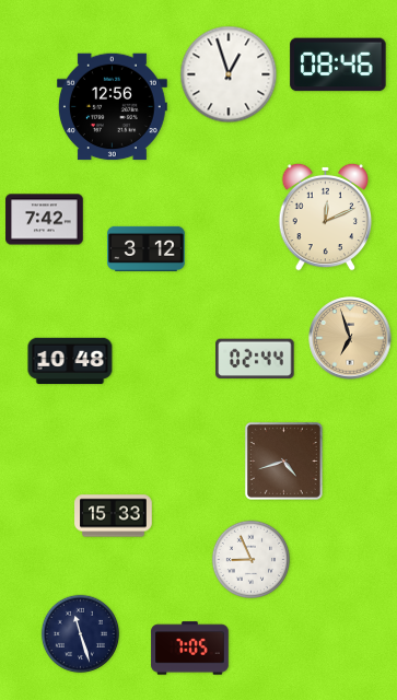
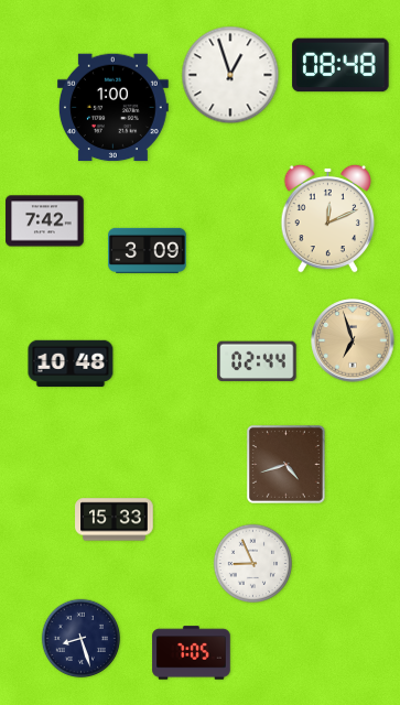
clock at (338, 65): 08:46 -> 08:48
clock at (112, 107): 12:56 -> 1:00
clock at (147, 248): 3:12 -> 3:09
clock at (80, 633): 11:27 -> 8:27
